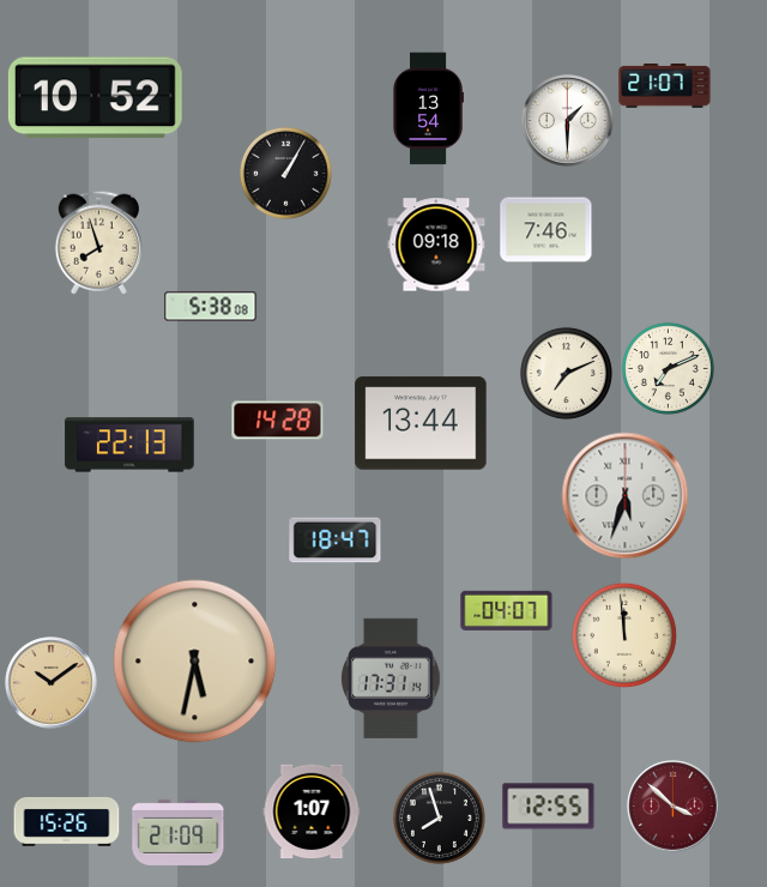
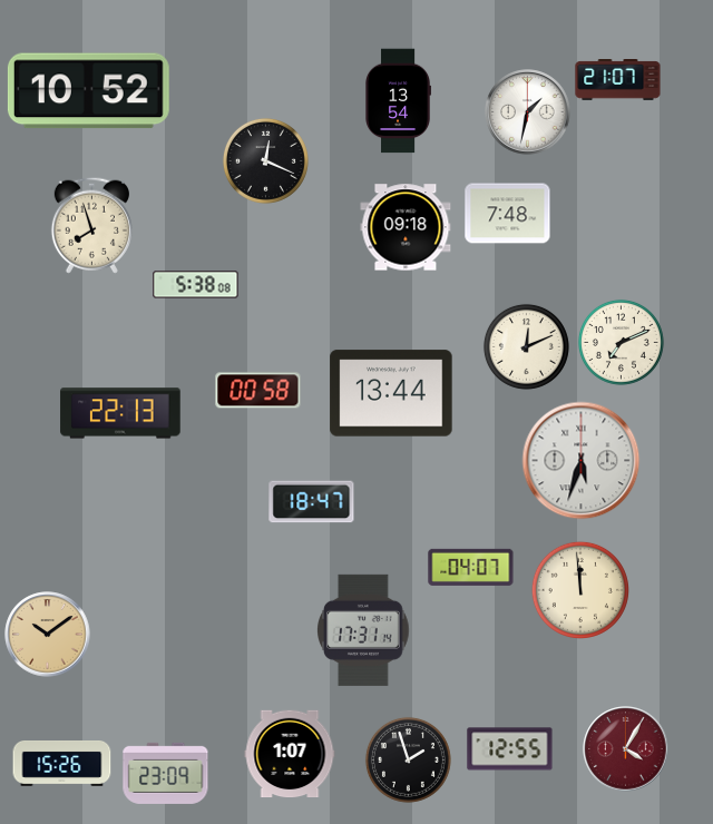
clock at (568, 121): 1:30 -> 1:32
clock at (285, 173): 1:05 -> 12:19
clock at (546, 230): 7:46 -> 7:48
clock at (566, 373): 7:11 -> 12:11
clock at (278, 421): 14:28 -> 00:58
clock at (195, 662): 5:32 -> none
clock at (674, 807): 3:52 -> 4:05
clock at (439, 817): 7:57 -> 1:57
clock at (179, 832): 21:09 -> 23:09
